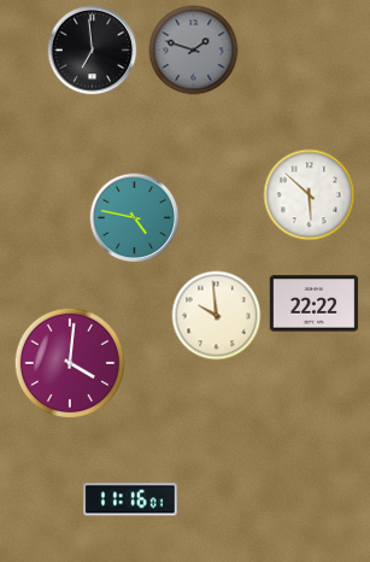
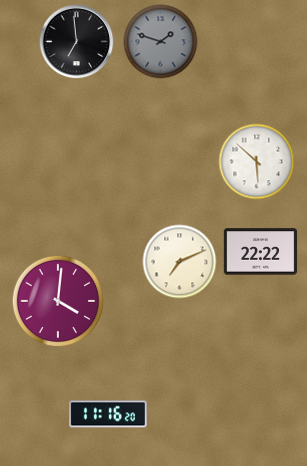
clock at (135, 218): 4:47 -> none
clock at (217, 316): 9:59 -> 7:11
clock at (130, 499): 11:16:01 -> 11:16:20
